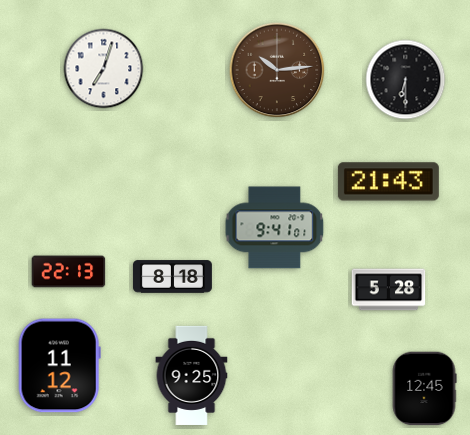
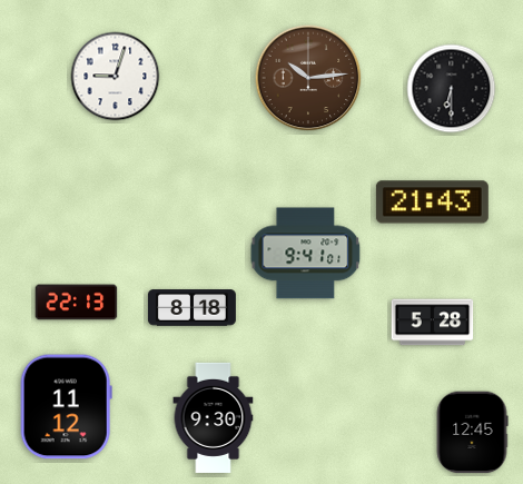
clock at (104, 69): 7:03 -> 9:03
clock at (192, 375): 9:25 -> 9:30
